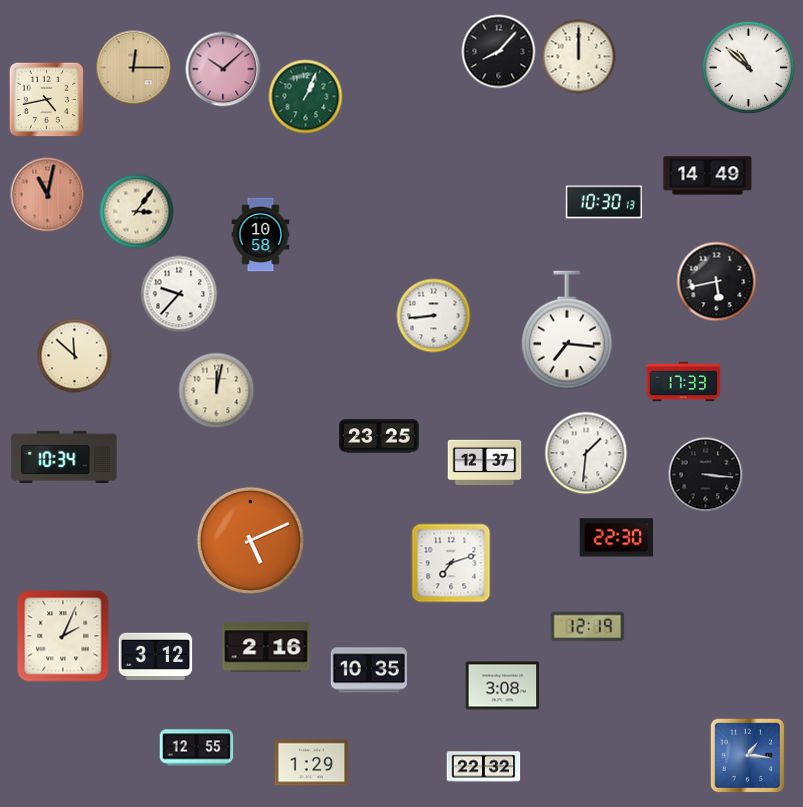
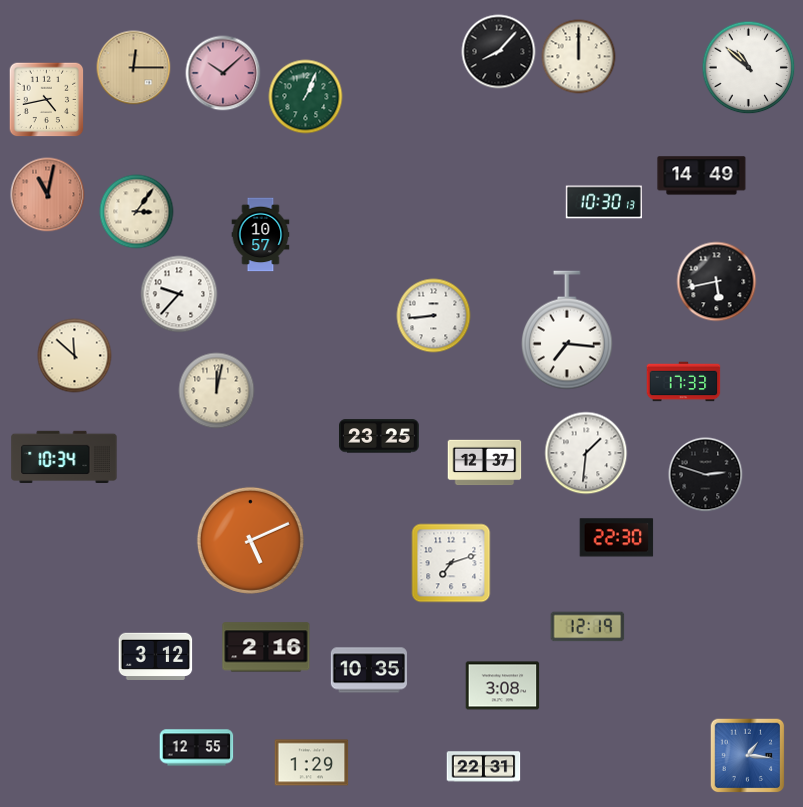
clock at (223, 69) position: (223, 69) -> (223, 73)
clock at (708, 176) position: (708, 176) -> (702, 176)
clock at (261, 235): 10:58 -> 10:57
clock at (706, 475): 3:16 -> 2:48
clock at (63, 636): 2:04 -> none
clock at (484, 767): 22:32 -> 22:31
